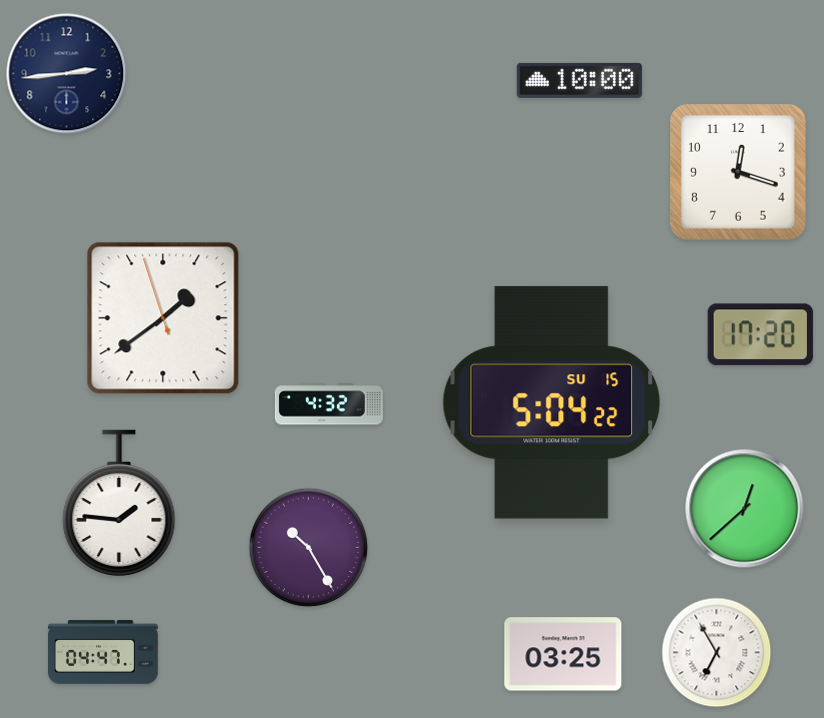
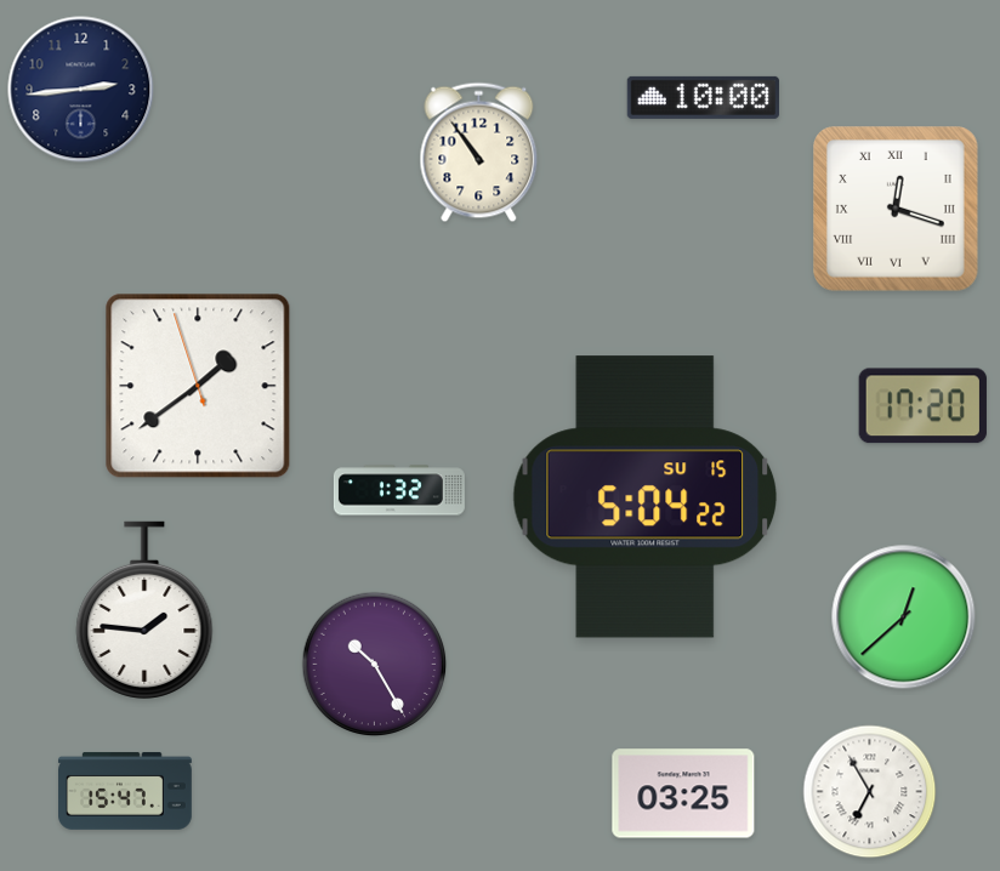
clock at (479, 153): none -> 10:54
clock at (739, 173) numerals: Arabic -> Roman
clock at (552, 403) position: (552, 403) -> (646, 497)
clock at (329, 404): 4:32 -> 1:32
clock at (104, 652): 04:47 -> 15:47
